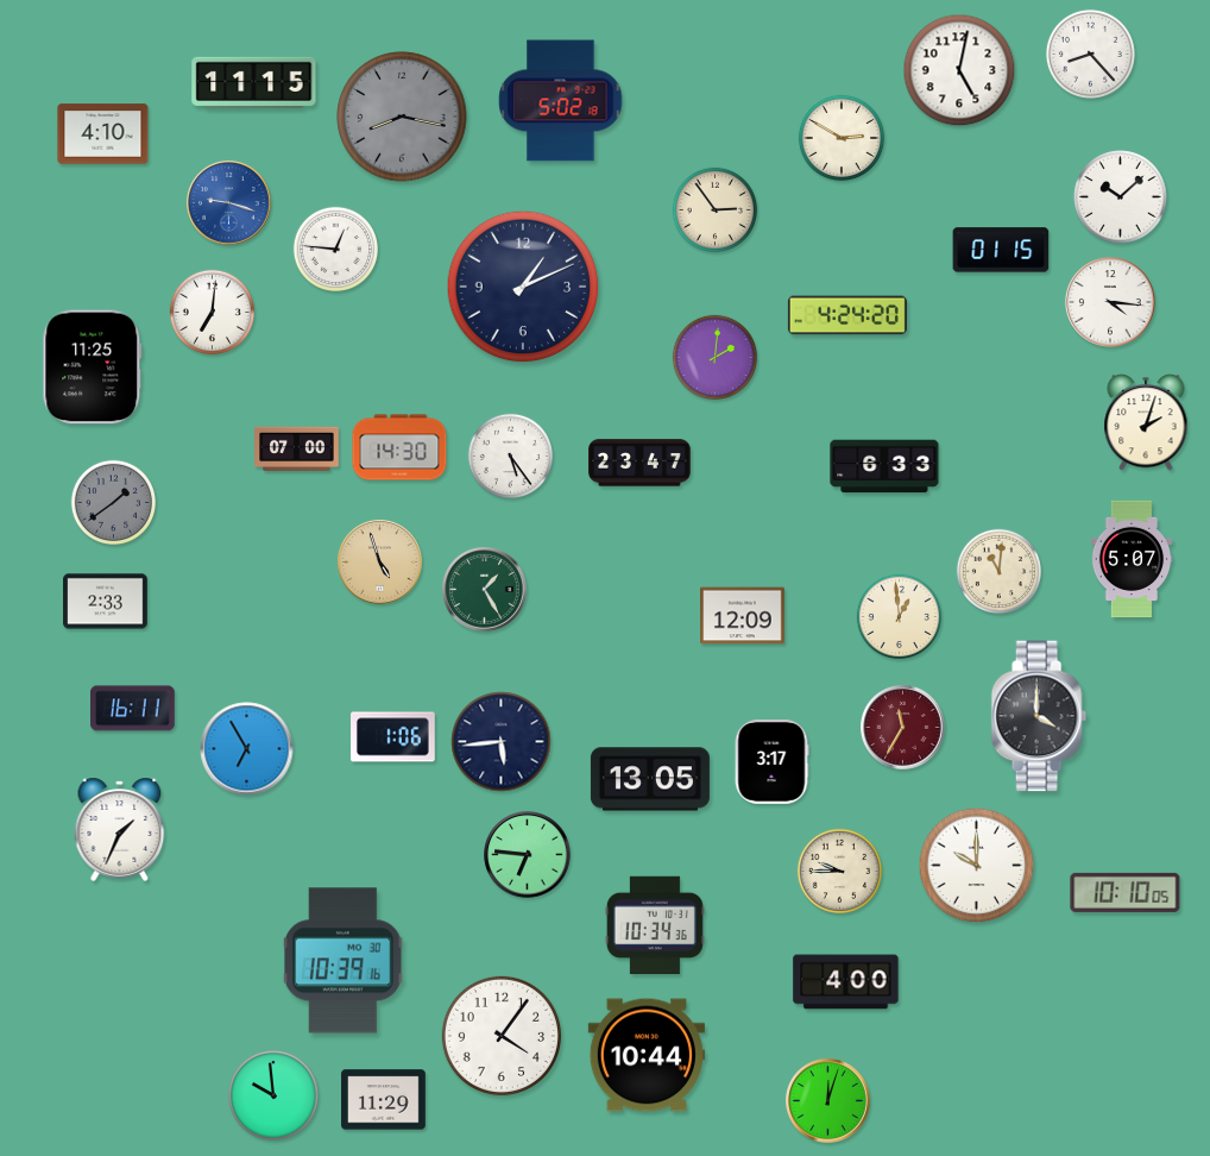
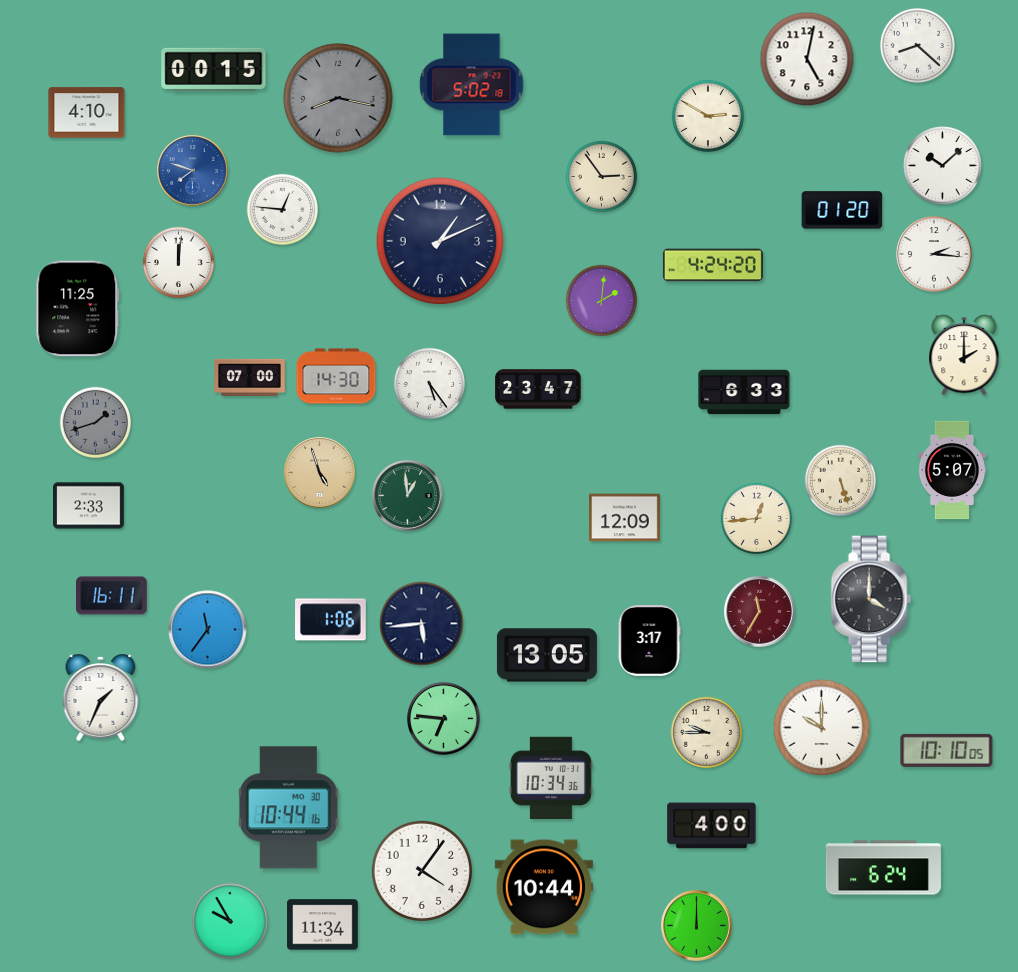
clock at (1090, 54): 8:23 -> 8:22
clock at (254, 82): 11:15 -> 00:15
clock at (229, 203): 9:18 -> 7:48
clock at (1001, 250): 01:15 -> 01:20
clock at (1110, 302): 4:16 -> 2:16
clock at (212, 312): 7:01 -> 12:01
clock at (1146, 422): 2:03 -> 2:00
clock at (113, 502): 1:39 -> 1:42
clock at (998, 571): 11:01 -> 5:27
clock at (485, 590): 1:25 -> 12:59
clock at (899, 616): 12:59 -> 12:44
clock at (1039, 716) position: (1039, 716) -> (871, 599)
clock at (247, 749): 6:55 -> 11:36
clock at (342, 961): 10:39 -> 10:44
clock at (883, 868): none -> 6:24
clock at (273, 1095): 9:59 -> 9:55
clock at (384, 1100): 11:29 -> 11:34
clock at (828, 1101): 12:03 -> 12:00
